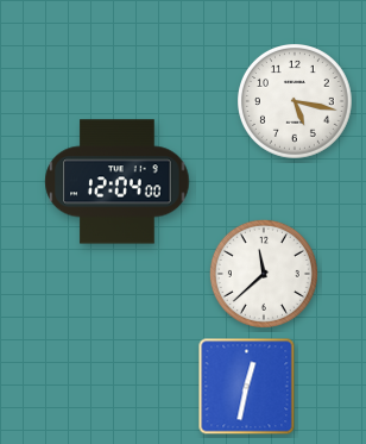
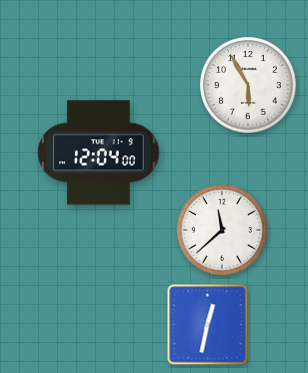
clock at (296, 102): 5:17 -> 5:55
